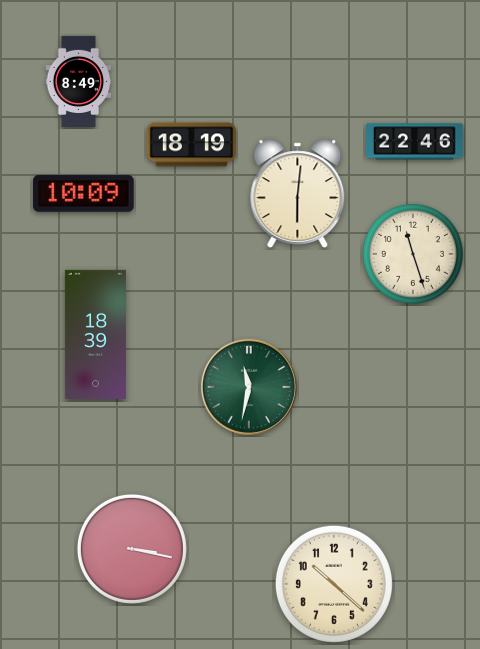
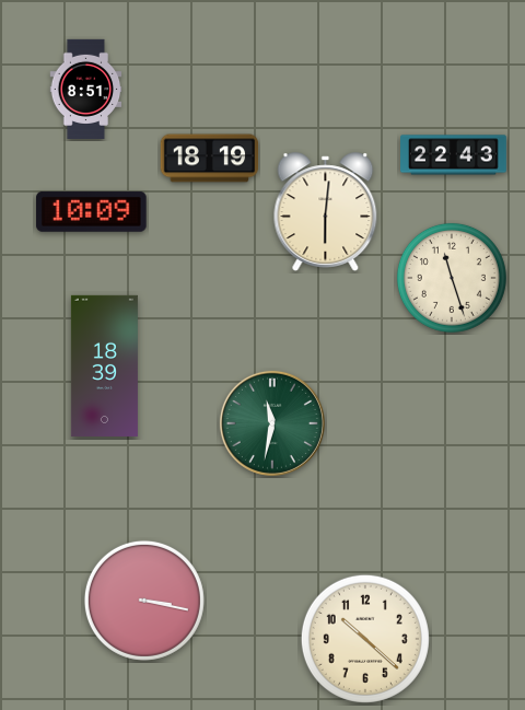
clock at (79, 81): 8:49 -> 8:51
clock at (415, 142): 22:46 -> 22:43
